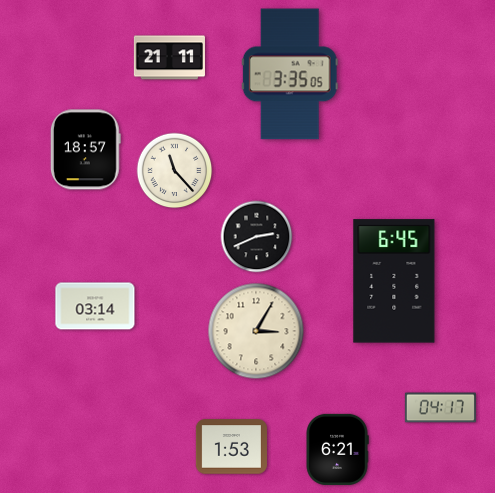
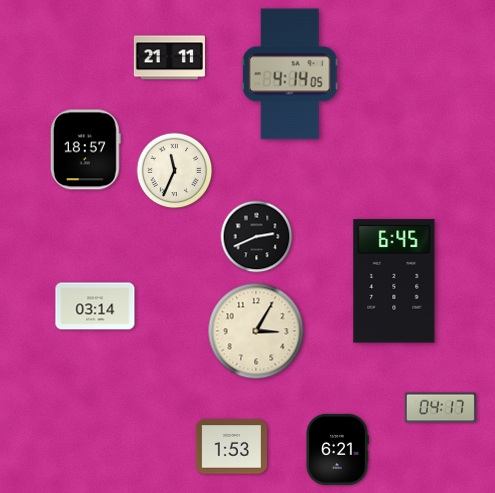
clock at (290, 74): 3:35 -> 4:14
clock at (175, 171): 11:23 -> 11:34
